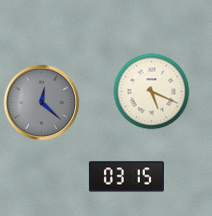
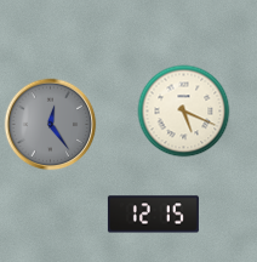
clock at (42, 103): 12:22 -> 12:24
clock at (126, 177): 03:15 -> 12:15
